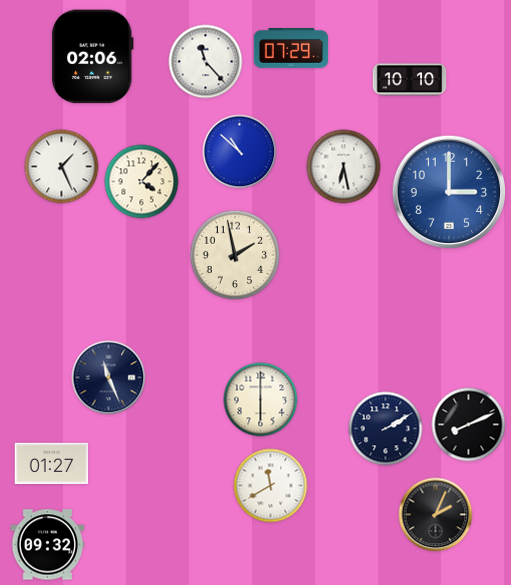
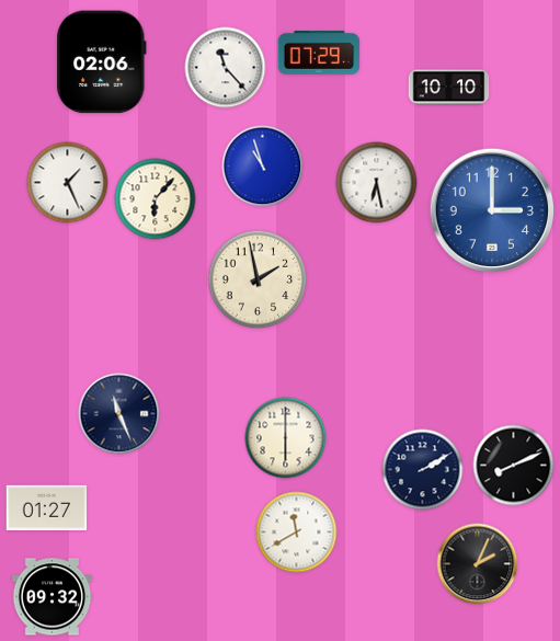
clock at (240, 152): 10:52 -> 10:57
clock at (142, 182): 4:07 -> 6:07
clock at (52, 463) position: (52, 463) -> (47, 507)
